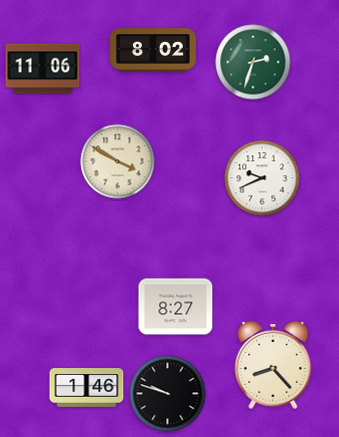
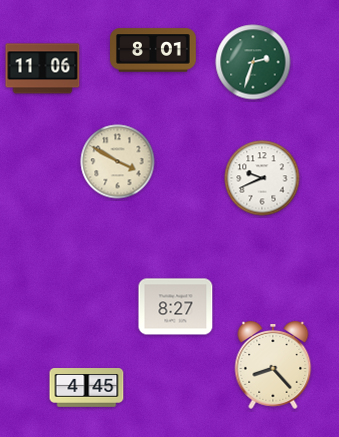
clock at (153, 50): 8:02 -> 8:01
clock at (87, 388): 1:46 -> 4:45
clock at (168, 394): 9:48 -> none
